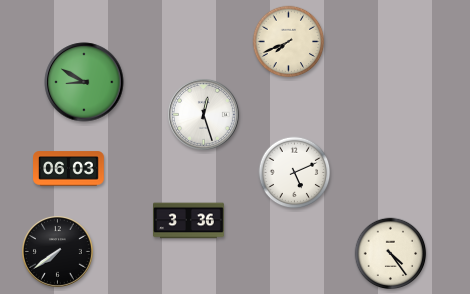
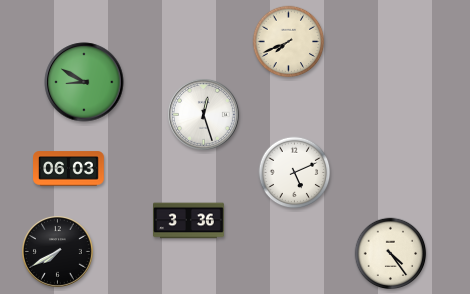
clock at (58, 252): 7:39 -> 7:40
